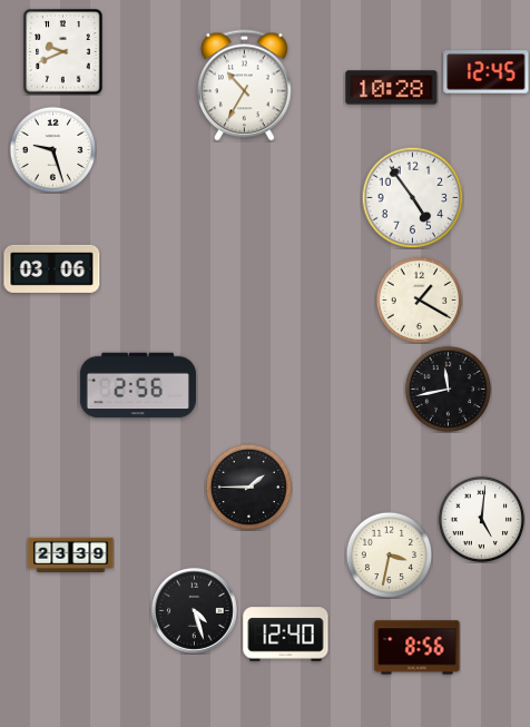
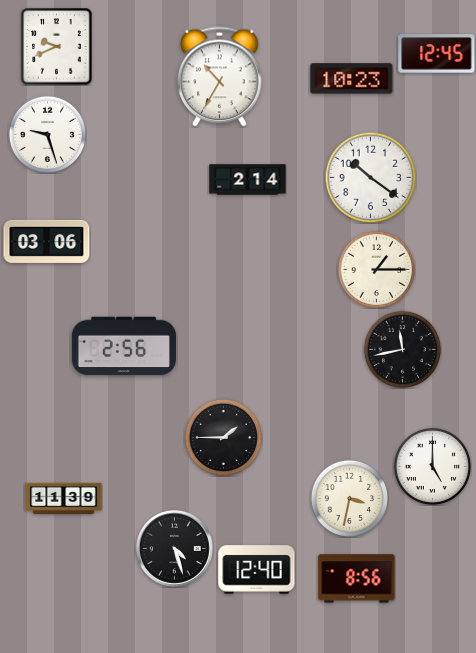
clock at (487, 72) position: (487, 72) -> (437, 54)
clock at (392, 88): 10:28 -> 10:23
clock at (412, 197): 4:54 -> 10:21
clock at (248, 180): none -> 2:14
clock at (419, 299): 1:20 -> 1:15
clock at (481, 519): 5:01 -> 5:00
clock at (71, 554): 23:39 -> 11:39
clock at (418, 648) position: (418, 648) -> (357, 579)
